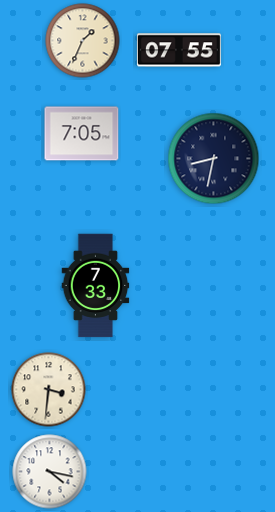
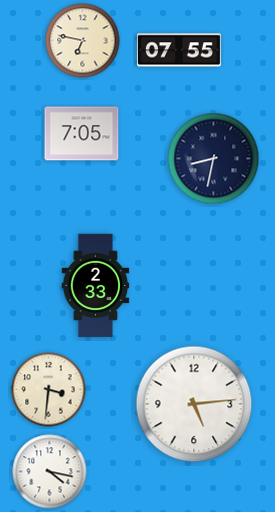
clock at (83, 41): 1:34 -> 6:47
clock at (96, 286): 7:33 -> 2:33
clock at (194, 404): none -> 5:14
